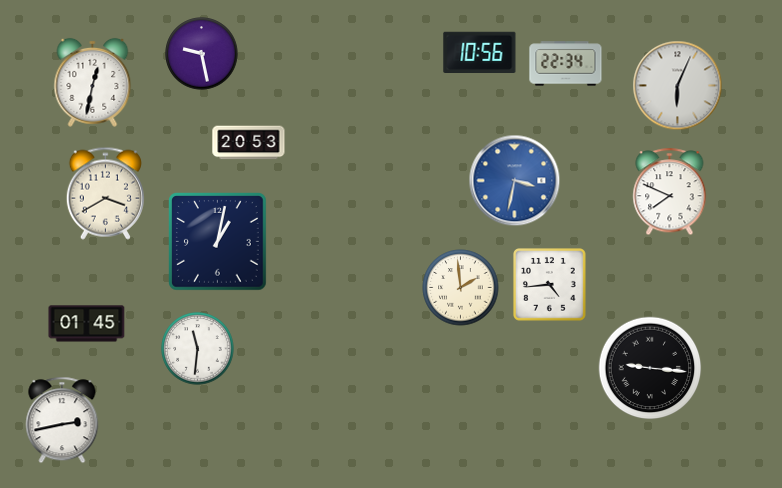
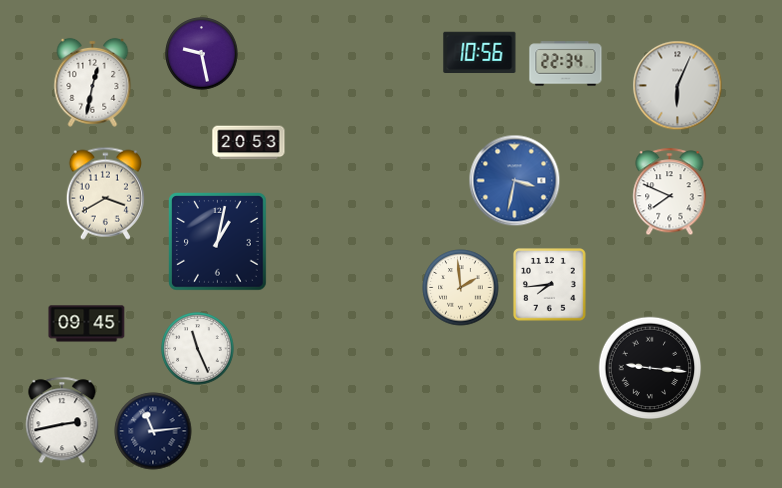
clock at (550, 285): 4:44 -> 7:44
clock at (87, 324): 01:45 -> 09:45
clock at (198, 349): 11:31 -> 11:26
clock at (153, 431): none -> 11:14
